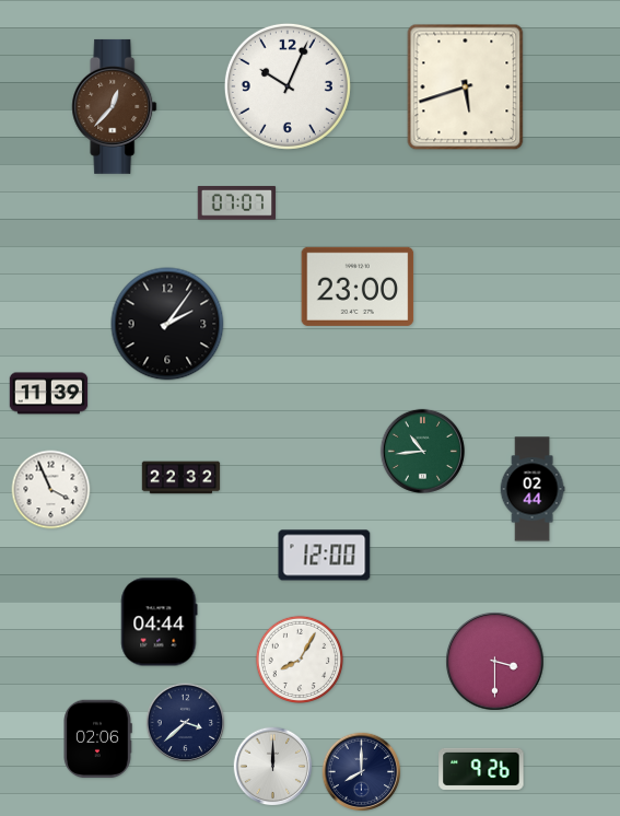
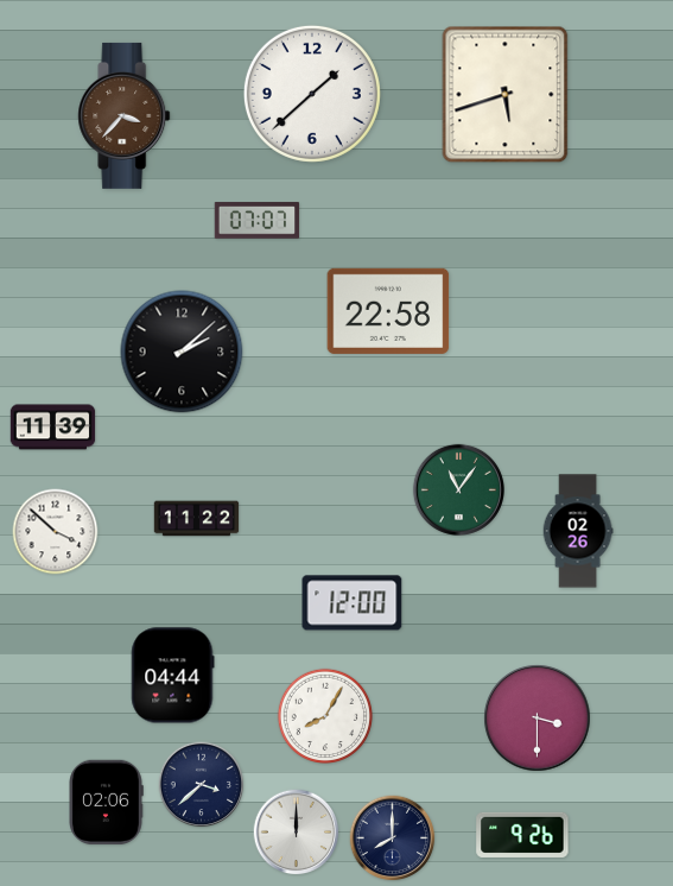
clock at (288, 86): 10:04 -> 1:38
clock at (115, 106): 12:37 -> 3:37
clock at (358, 287): 23:00 -> 22:58
clock at (167, 324): 2:06 -> 2:08
clock at (422, 451): 10:44 -> 11:06
clock at (182, 478): 22:32 -> 11:22
clock at (533, 489): 02:44 -> 02:26
clock at (51, 490): 3:56 -> 3:52
